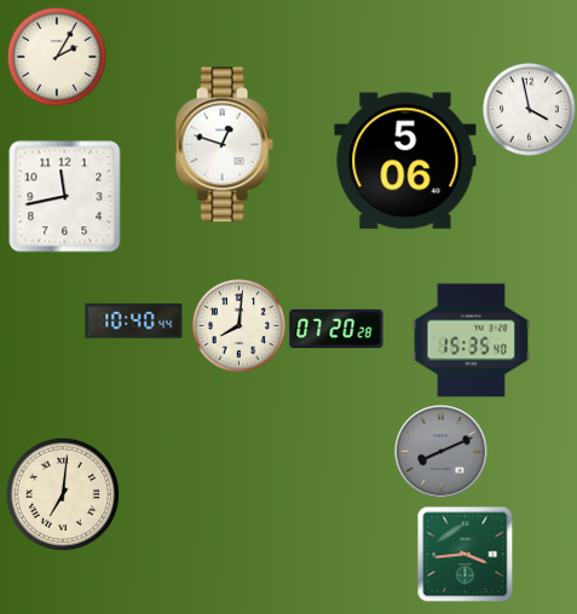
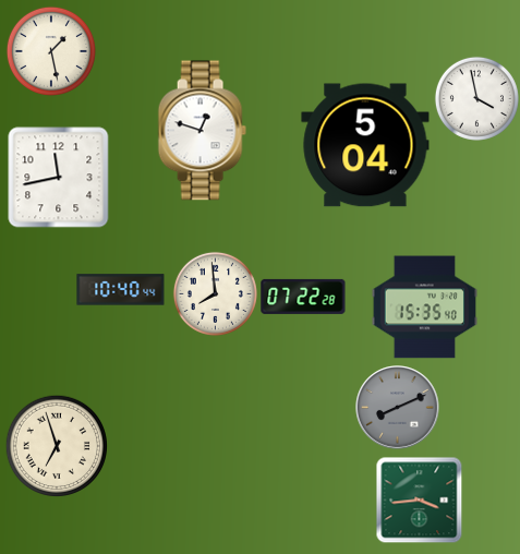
clock at (57, 57): 2:05 -> 1:28
clock at (405, 161): 5:06 -> 5:04
clock at (238, 325): 8:01 -> 7:59
clock at (336, 329): 07:20 -> 07:22
clock at (63, 494): 7:01 -> 6:57
